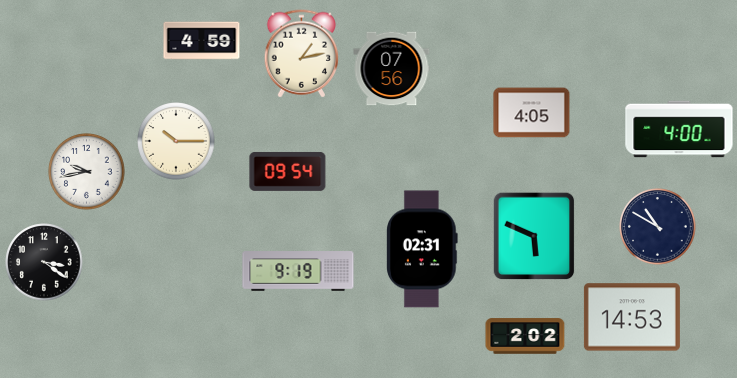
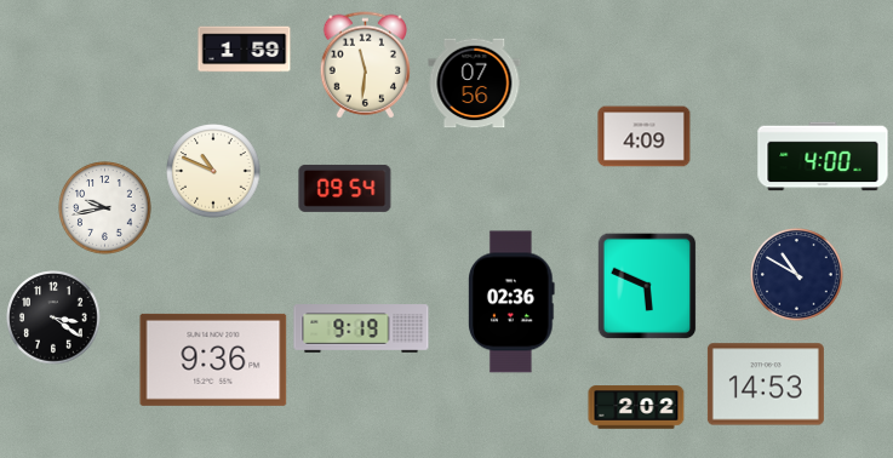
clock at (202, 41): 4:59 -> 1:59
clock at (301, 54): 1:13 -> 11:31
clock at (532, 113): 4:05 -> 4:09
clock at (176, 141): 10:15 -> 10:49
clock at (288, 172) position: (288, 172) -> (345, 189)
clock at (423, 249): 02:31 -> 02:36
clock at (213, 360): none -> 9:36
